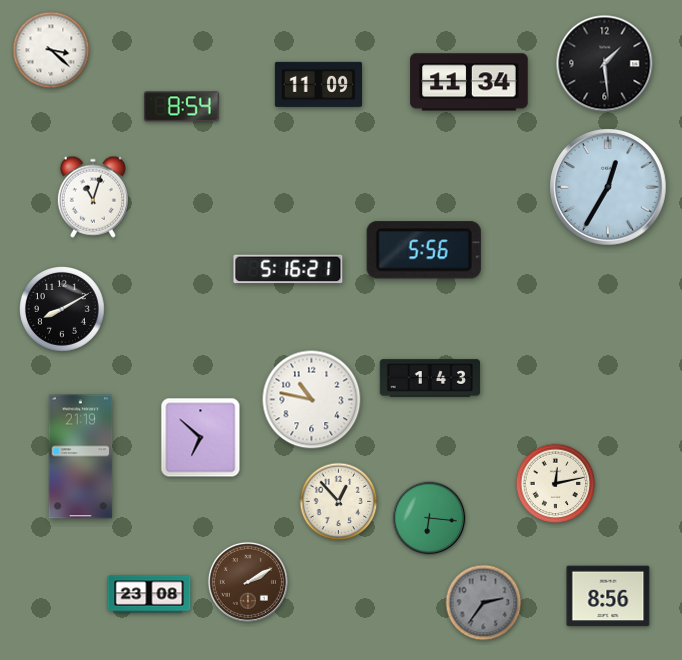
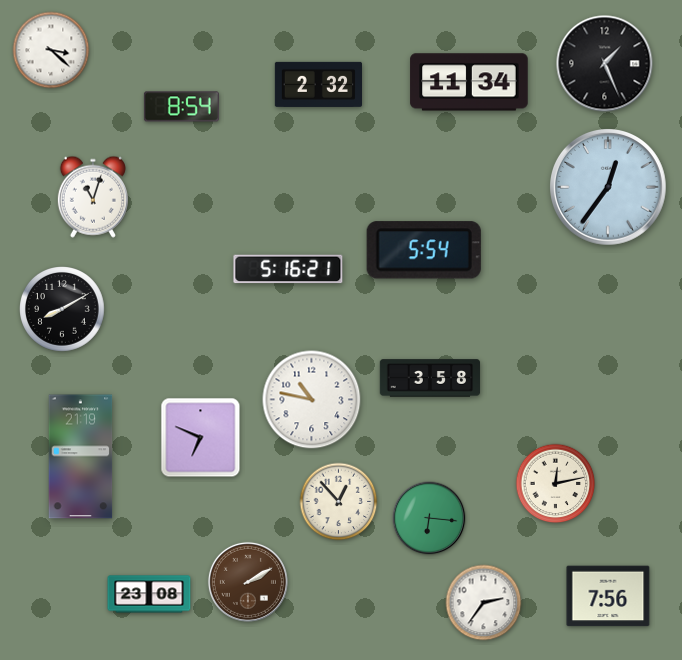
clock at (605, 64): 1:29 -> 1:26
clock at (318, 84): 11:09 -> 2:32
clock at (609, 188): 12:35 -> 12:36
clock at (424, 250): 5:56 -> 5:54
clock at (430, 378): 1:43 -> 3:58
clock at (201, 438): 6:52 -> 6:49
clock at (608, 596): 8:56 -> 7:56
clock at (484, 603) dial: grey -> white
